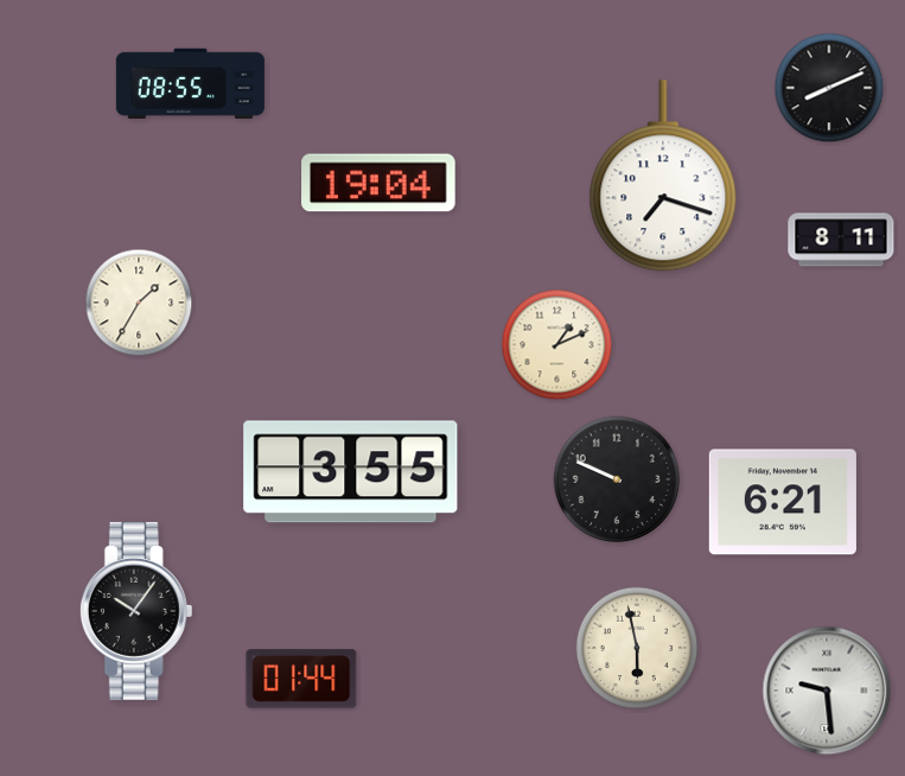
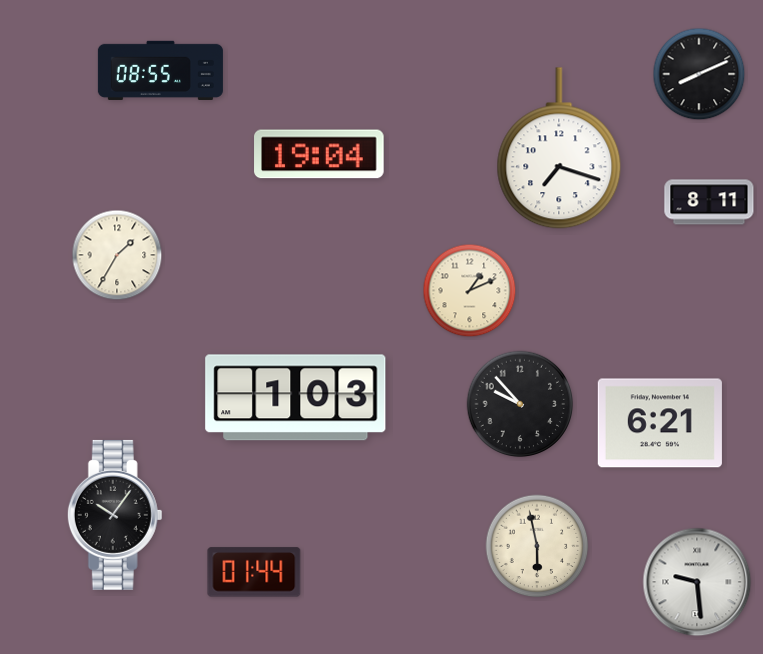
clock at (351, 472): 3:55 -> 1:03
clock at (617, 479): 9:49 -> 9:53
